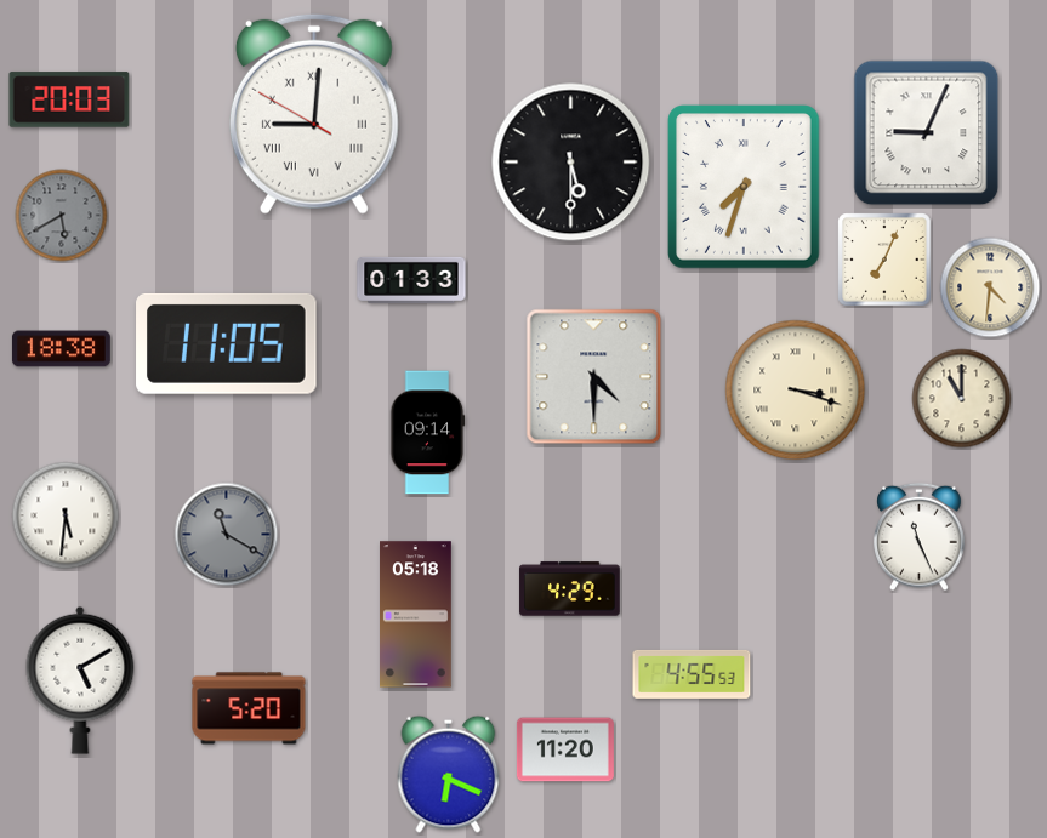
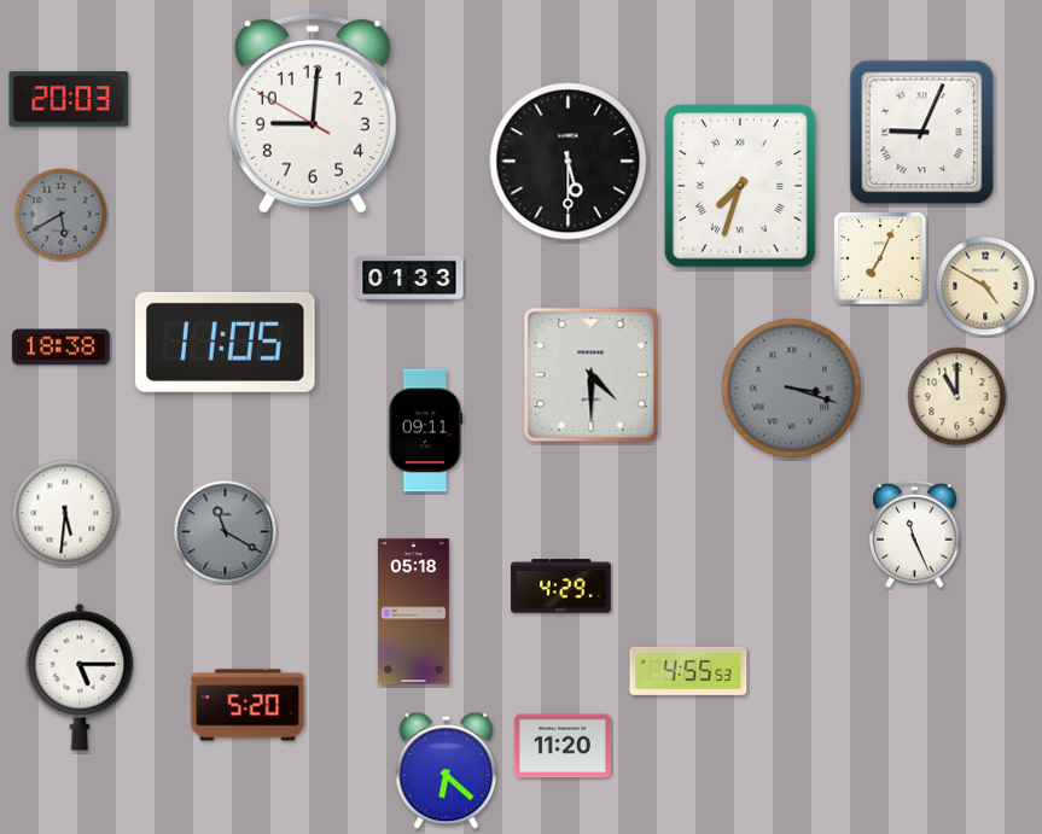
clock at (314, 114) numerals: Roman -> Arabic
clock at (990, 287): 4:31 -> 4:50
clock at (796, 391) dial: cream -> grey
clock at (428, 433): 09:14 -> 09:11
clock at (570, 589) position: (570, 589) -> (561, 587)
clock at (80, 680): 5:10 -> 5:15
clock at (449, 774): 6:19 -> 6:22
